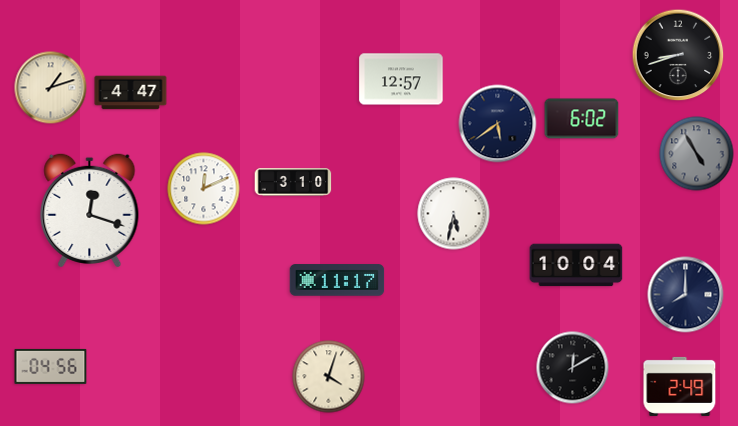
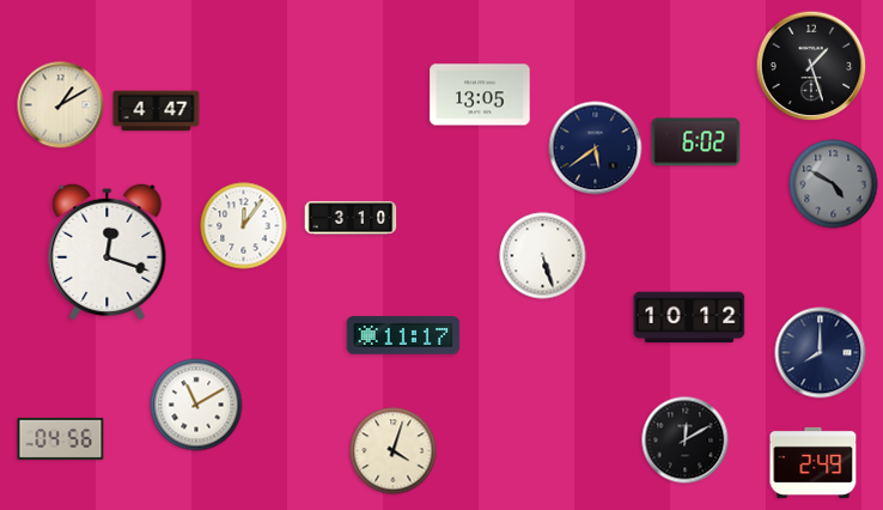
clock at (678, 55): 8:42 -> 1:27
clock at (401, 79): 12:57 -> 13:05
clock at (51, 88): 1:12 -> 1:10
clock at (697, 154): 4:55 -> 4:50
clock at (204, 189): 12:11 -> 12:06
clock at (454, 214): 5:32 -> 5:27
clock at (576, 265): 10:04 -> 10:12
clock at (196, 405): none -> 11:10
